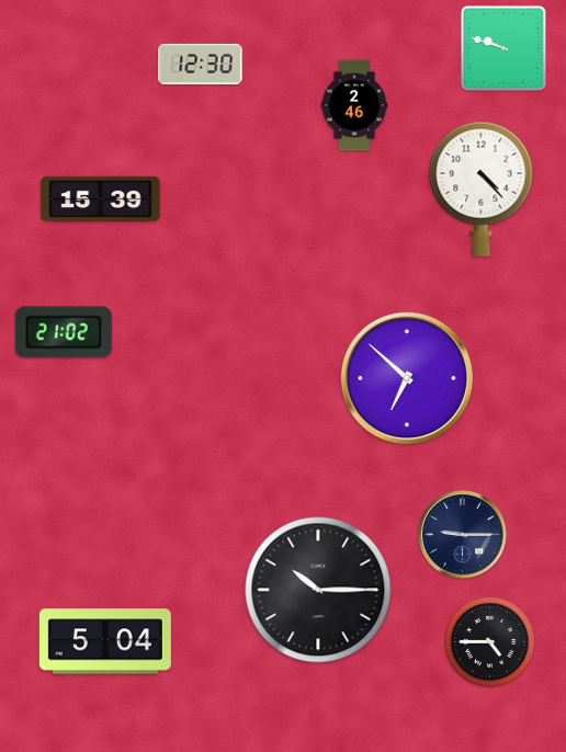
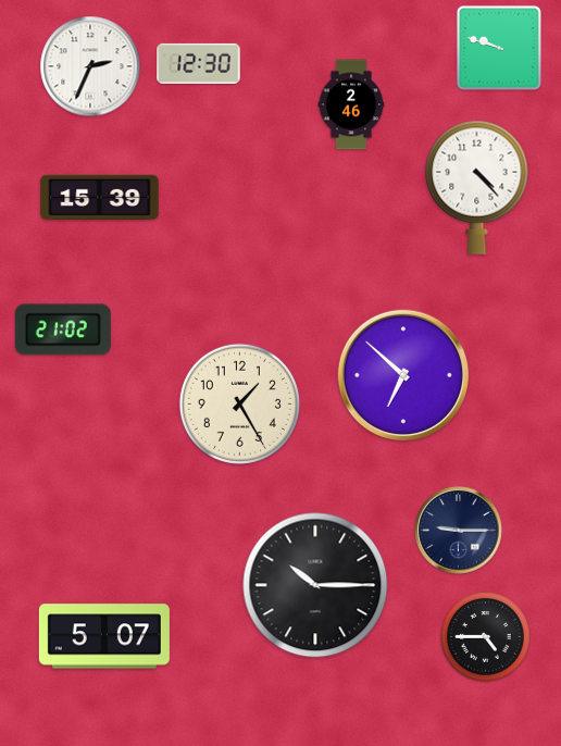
clock at (90, 66): none -> 2:34
clock at (239, 403): none -> 1:25
clock at (105, 641): 5:04 -> 5:07
